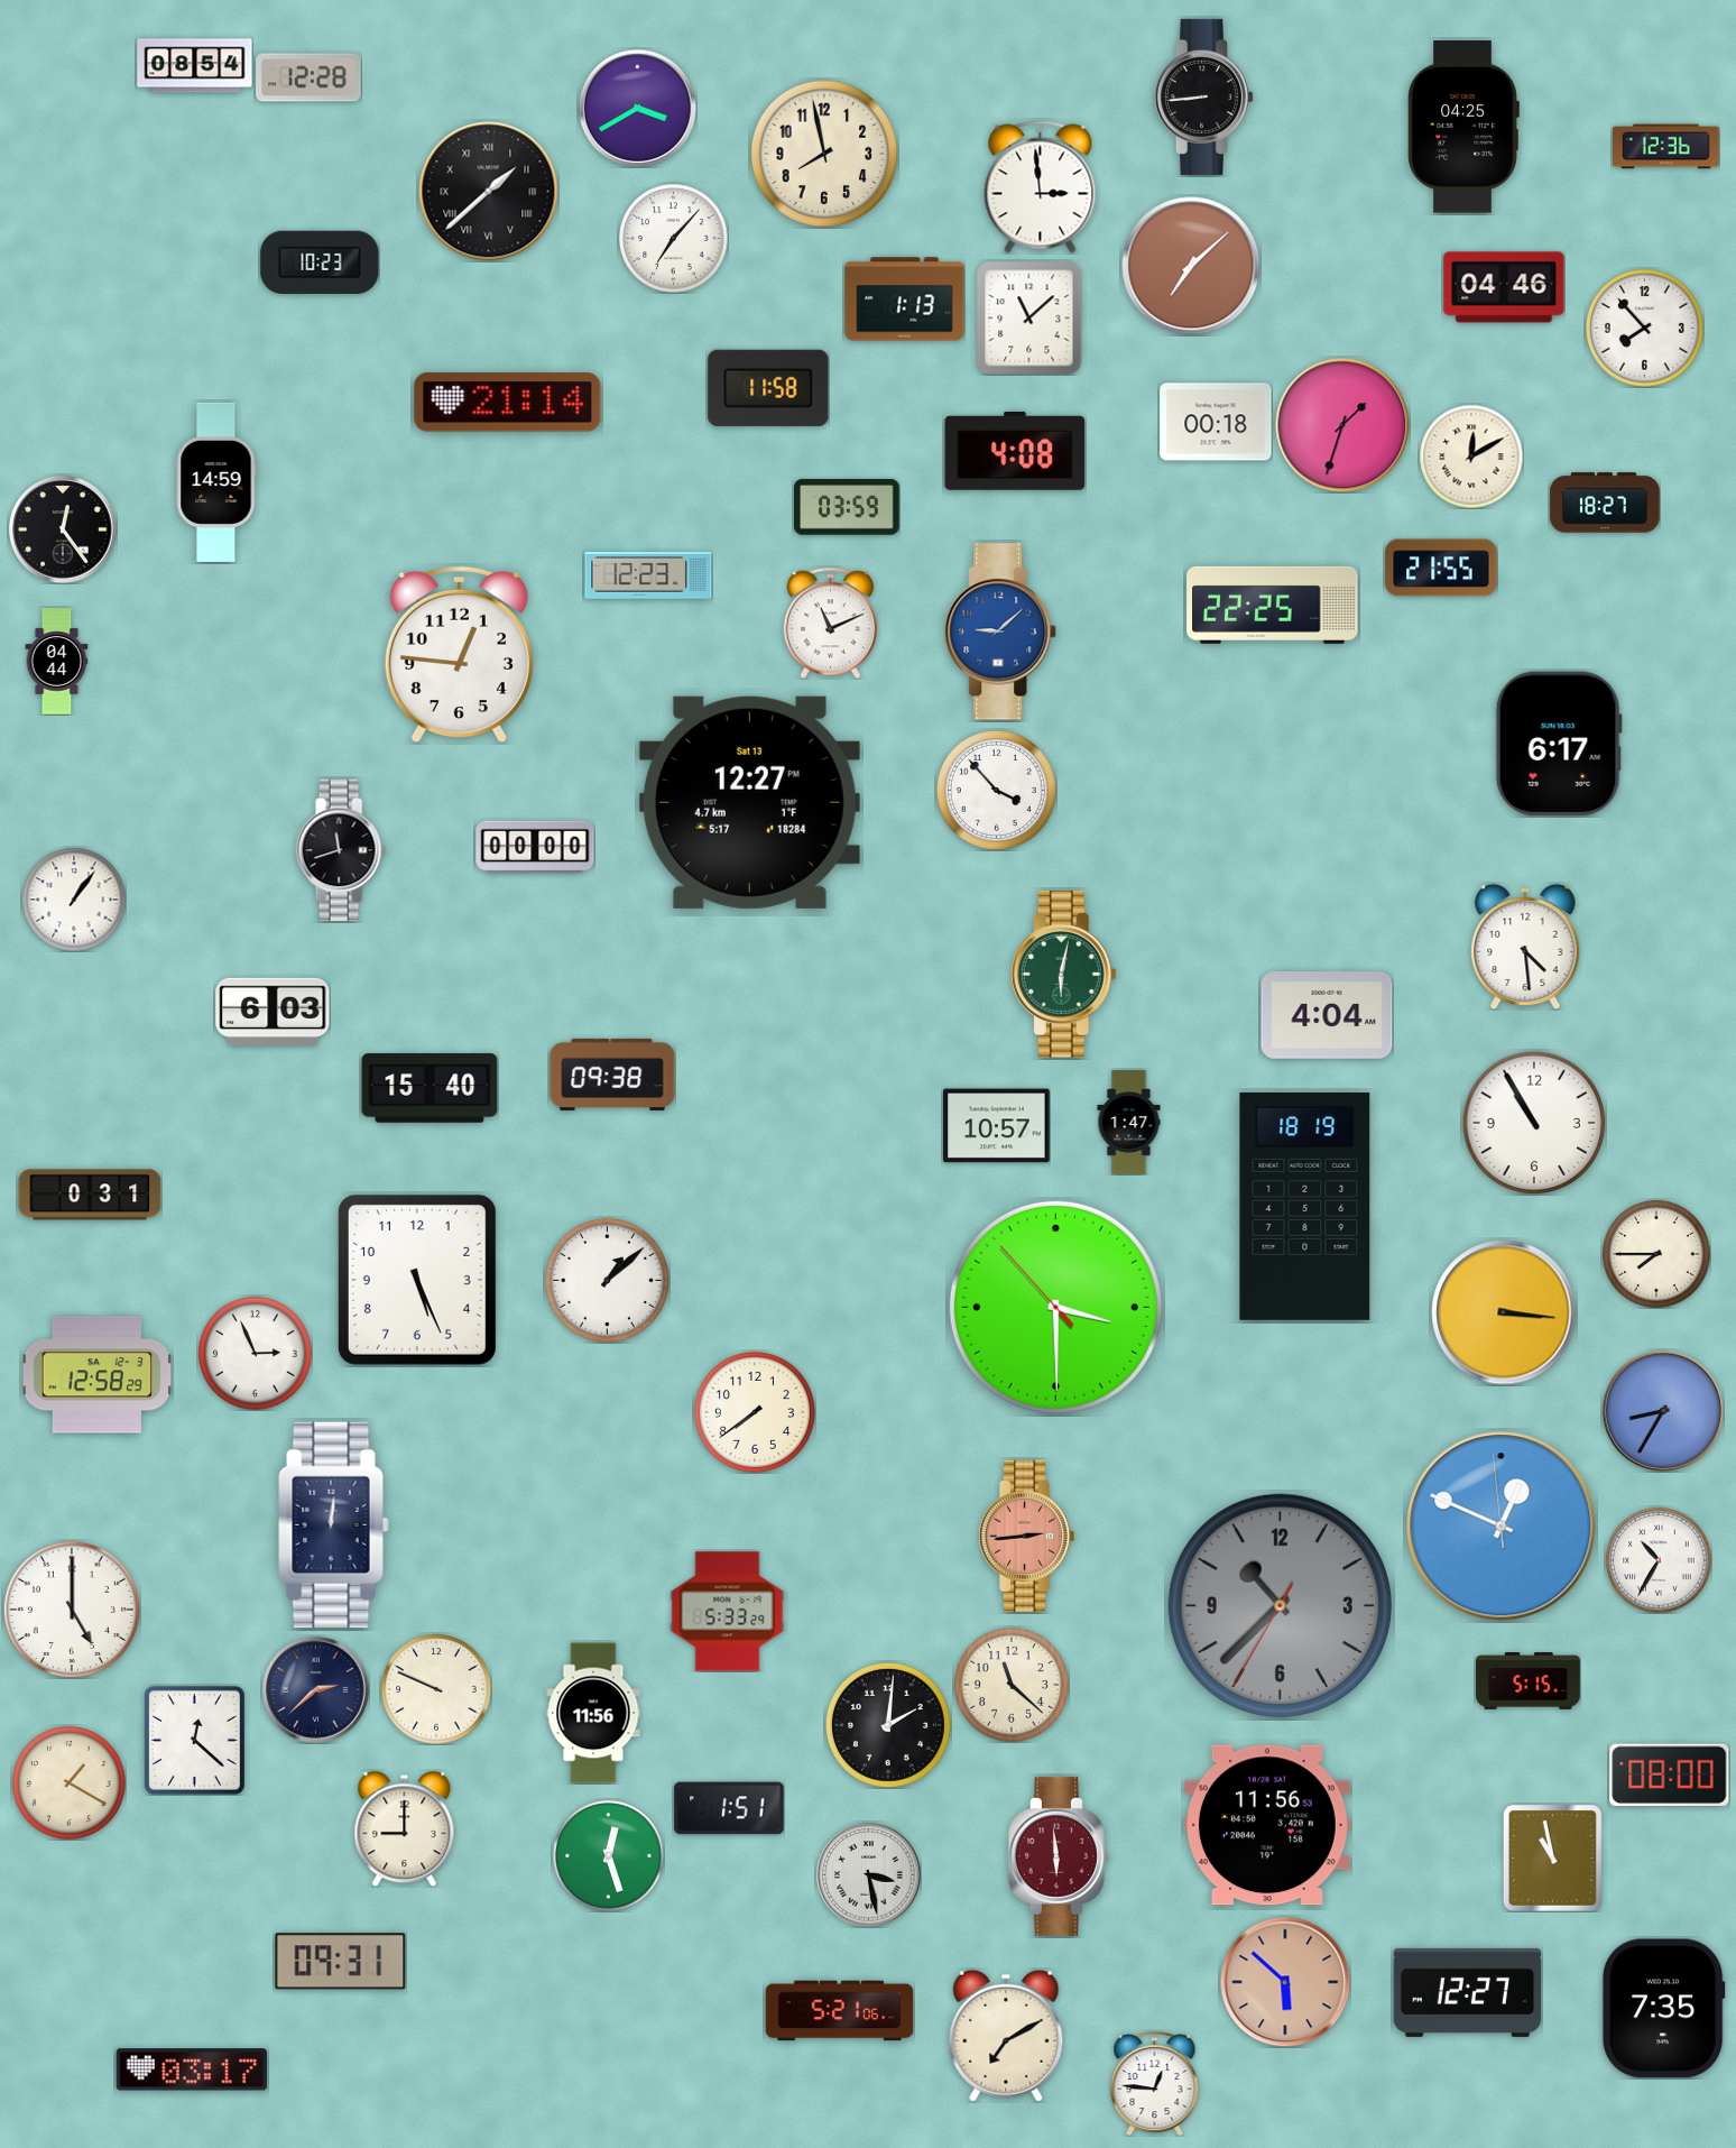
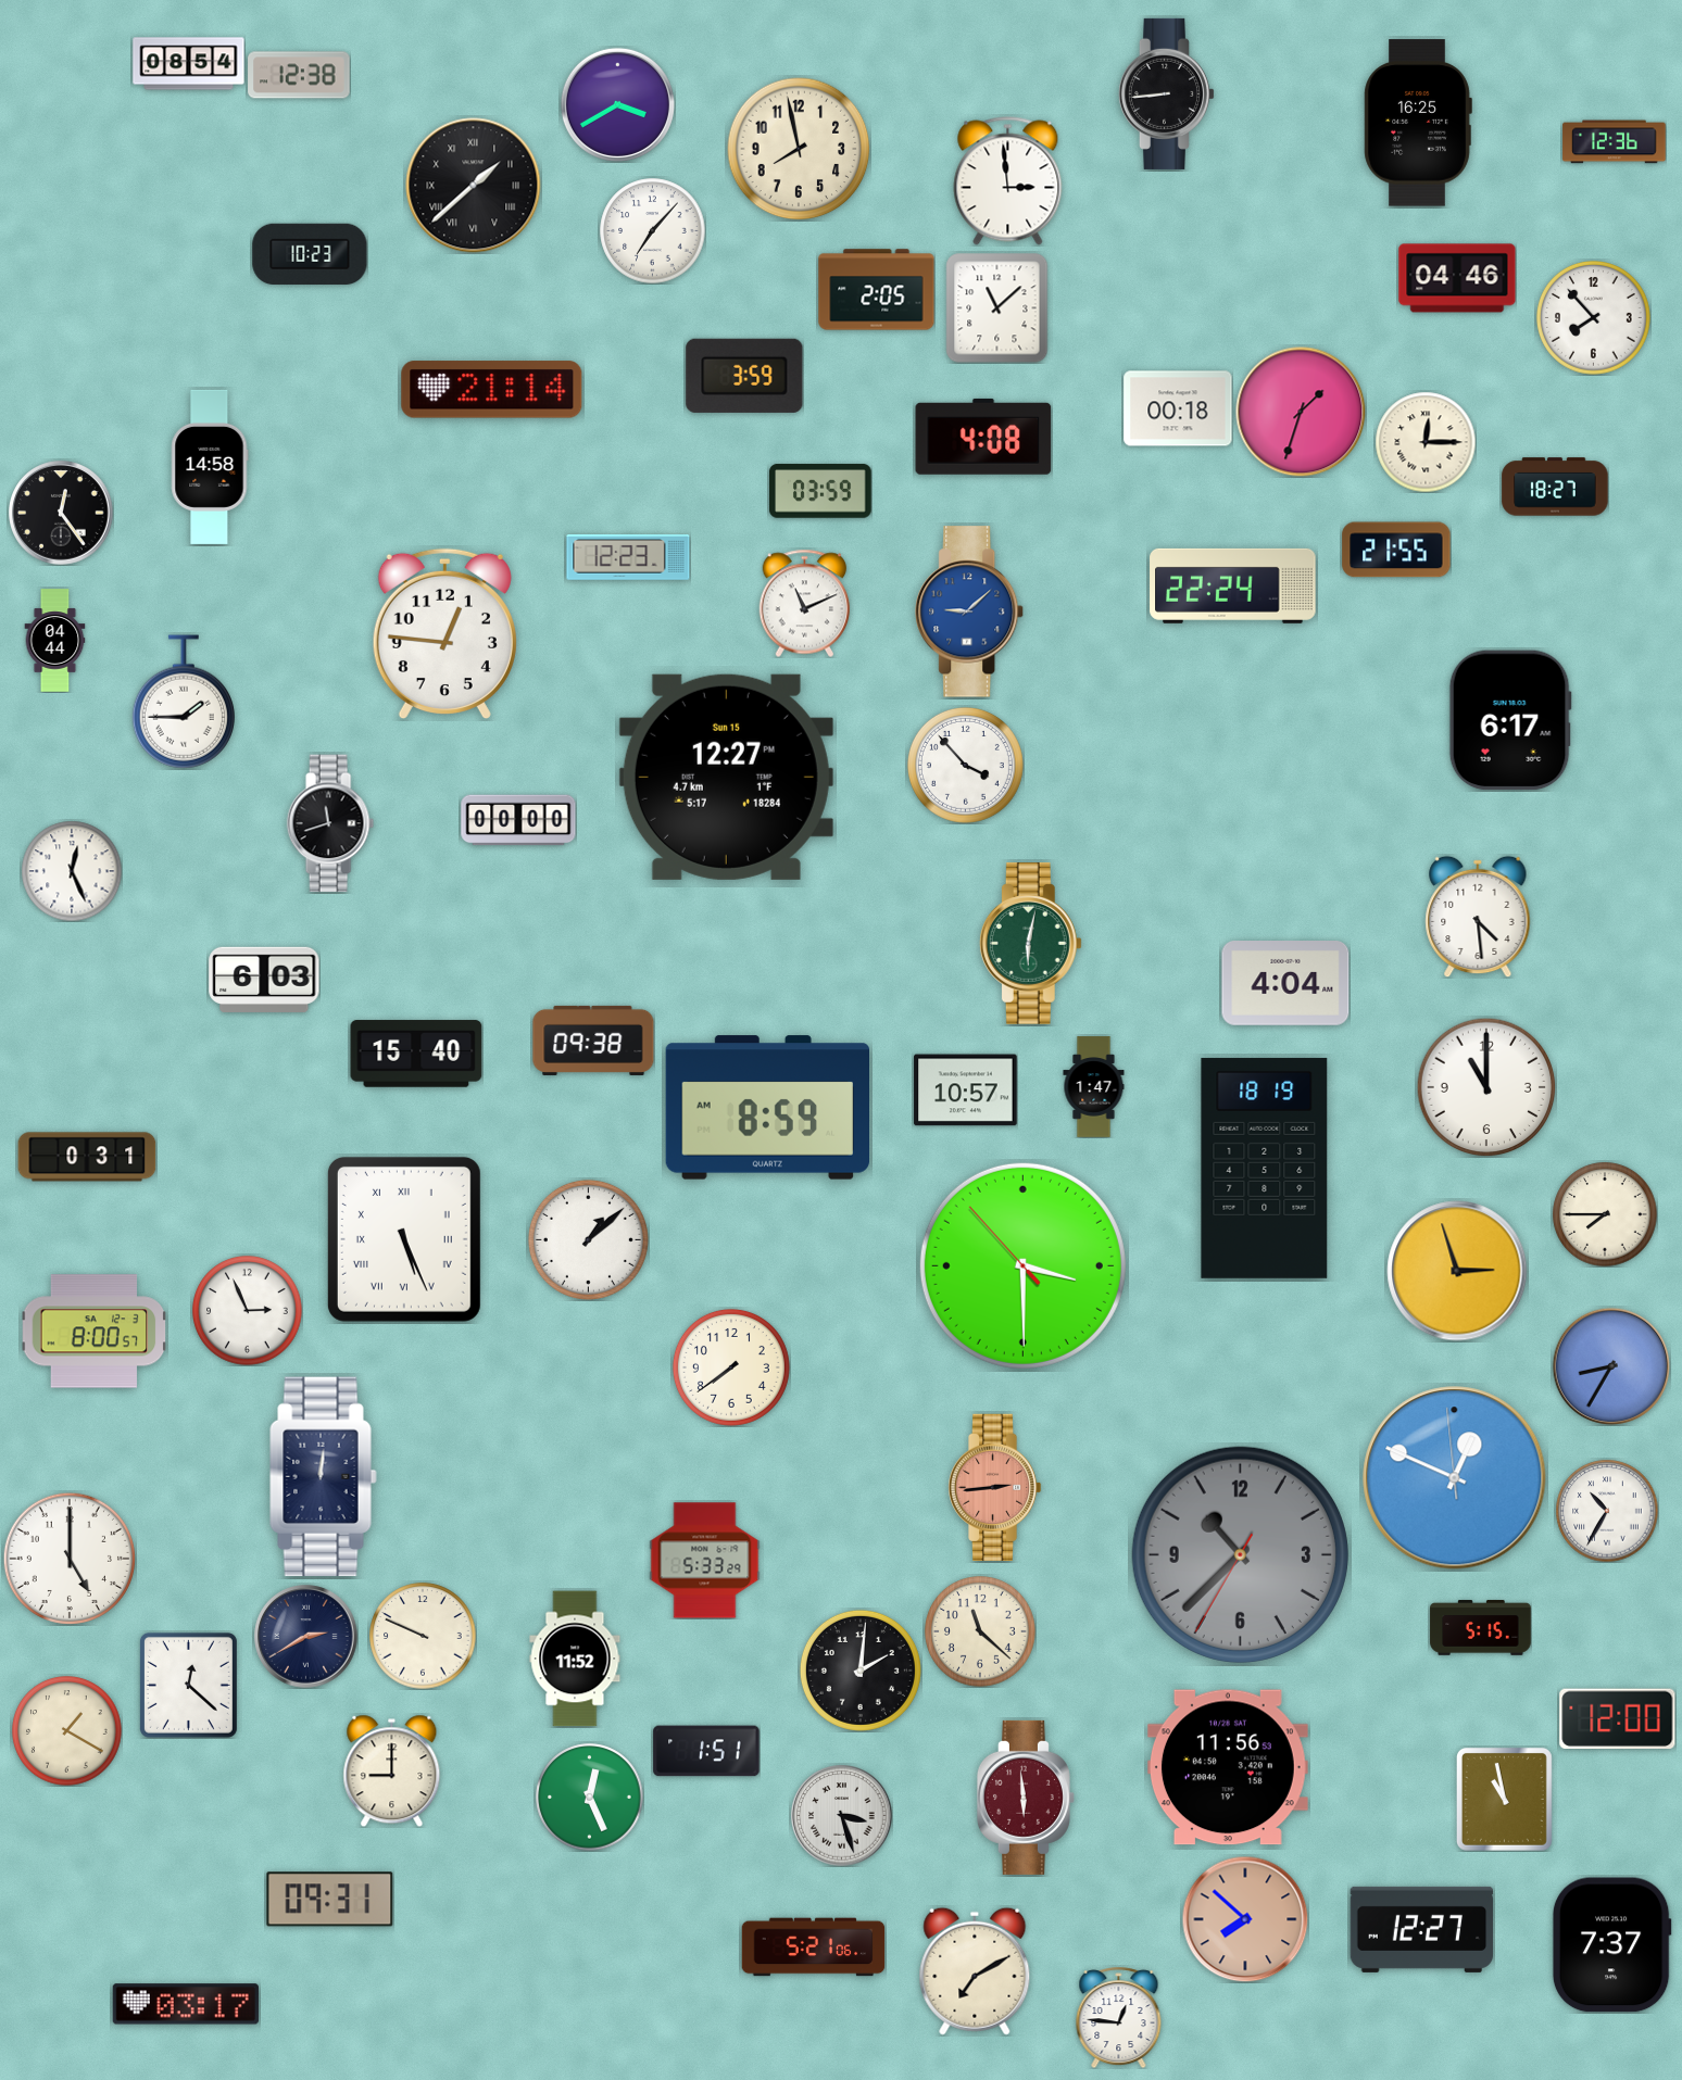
clock at (308, 77): 12:28 -> 12:38
clock at (1463, 127): 04:25 -> 16:25
clock at (1191, 266): 7:08 -> none
clock at (905, 299): 1:13 -> 2:05
clock at (768, 388): 11:58 -> 3:59
clock at (1471, 457): 12:10 -> 12:15
clock at (216, 482): 14:59 -> 14:58
clock at (1273, 605): 22:25 -> 22:24
clock at (184, 702): none -> 1:45
clock at (749, 802) date: Sat 13 -> Sun 15
clock at (74, 900): 1:06 -> 12:26
clock at (1534, 1123): 10:55 -> 11:00
clock at (767, 1108): none -> 8:59
clock at (417, 1280) numerals: Arabic -> Roman
clock at (1504, 1312): 3:16 -> 2:57
clock at (98, 1375): 12:58 -> 8:00
clock at (316, 1690): 2:38 -> 2:40
clock at (593, 1713): 11:56 -> 11:52
clock at (1670, 1774): 08:00 -> 12:00
clock at (70, 1783) position: (70, 1783) -> (67, 1731)
clock at (609, 1856): 12:27 -> 12:26
clock at (868, 1874): 3:28 -> 3:27
clock at (1285, 1982): 5:52 -> 7:52
clock at (1663, 2009): 7:35 -> 7:37
